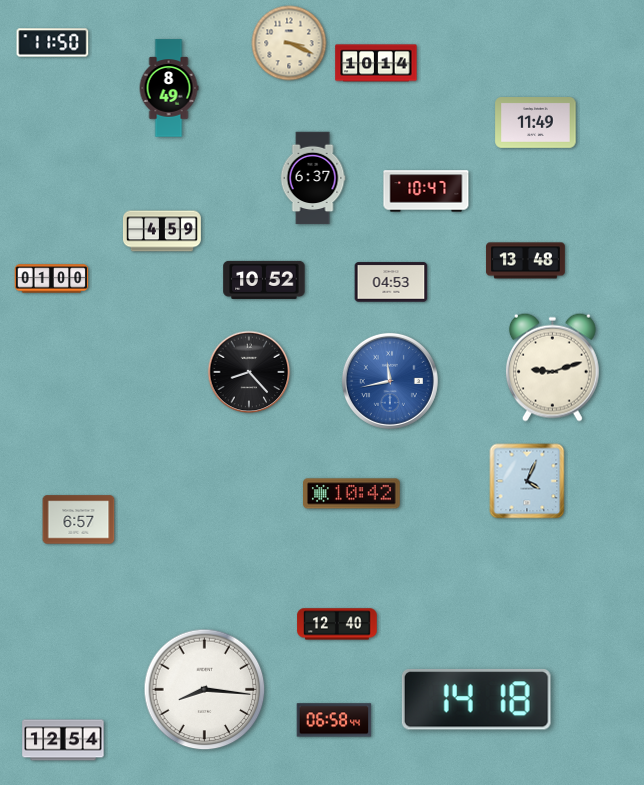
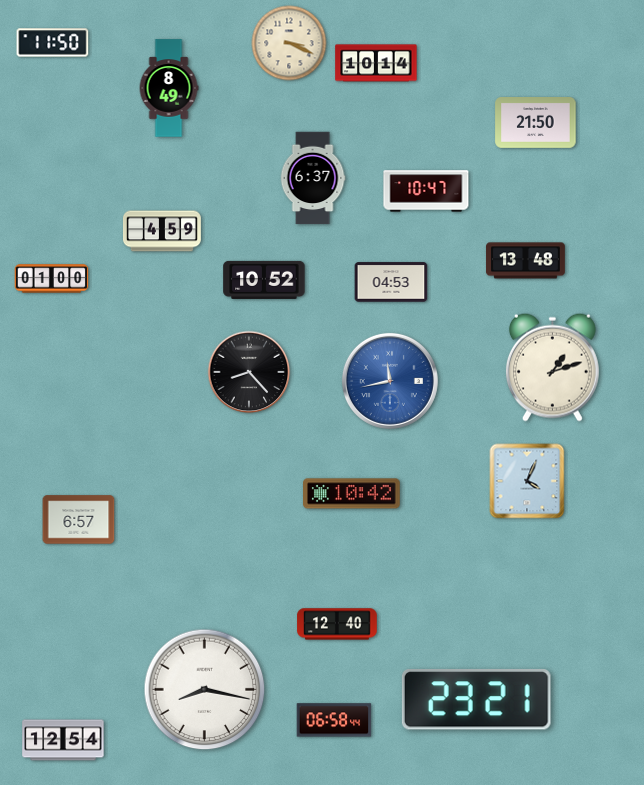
clock at (536, 123): 11:49 -> 21:50
clock at (552, 367): 9:12 -> 1:12
clock at (205, 690): 8:16 -> 8:17
clock at (476, 699): 14:18 -> 23:21
